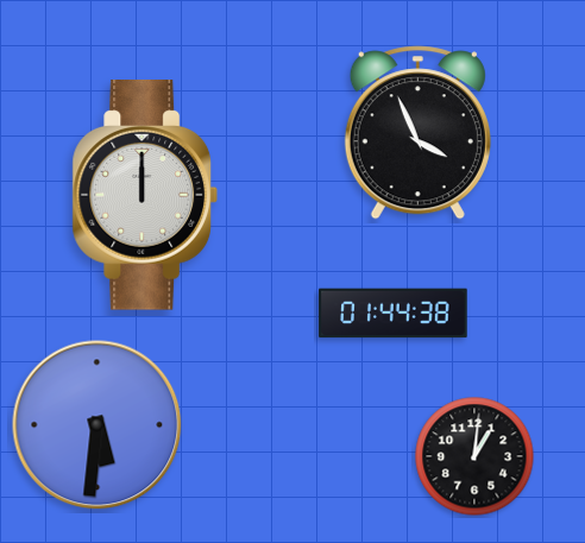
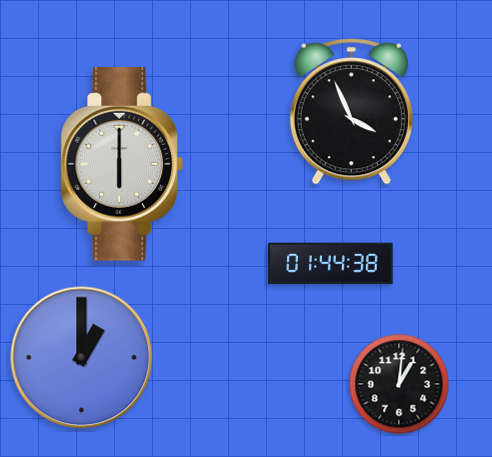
clock at (145, 196): 12:00 -> 6:00
clock at (97, 425): 5:31 -> 1:00
